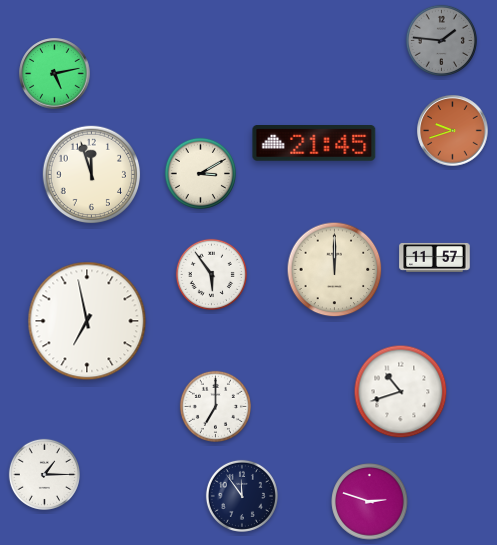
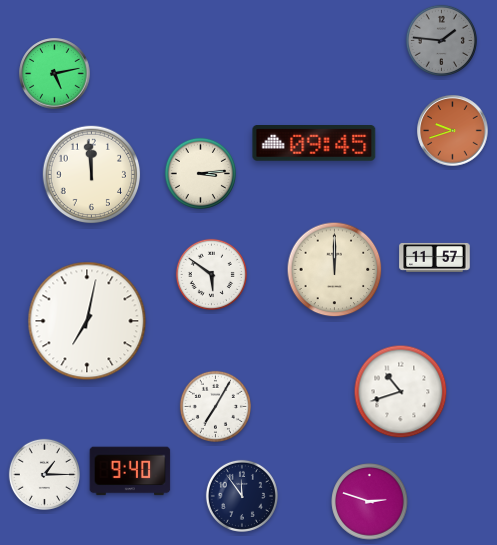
clock at (314, 143): 21:45 -> 09:45
clock at (200, 173): 3:10 -> 3:14
clock at (92, 175): 11:57 -> 11:59
clock at (211, 274): 5:54 -> 5:51
clock at (87, 321): 6:58 -> 7:02
clock at (215, 406): 7:00 -> 7:05
clock at (130, 471): none -> 9:40
